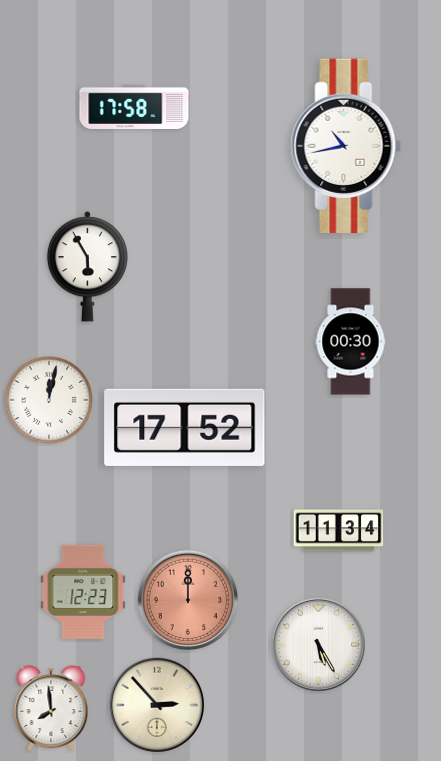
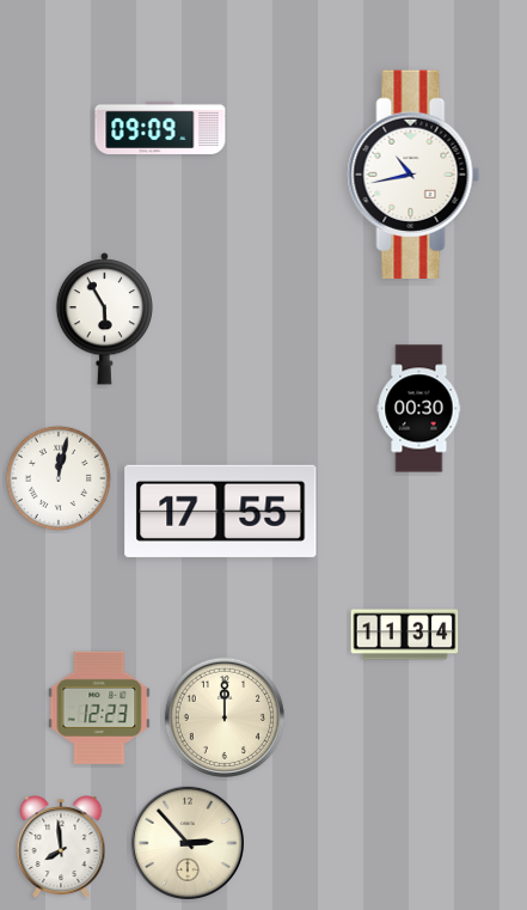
clock at (134, 107): 17:58 -> 09:09
clock at (185, 427): 17:52 -> 17:55
clock at (187, 599) dial: salmon -> cream
clock at (318, 644): 5:25 -> none
